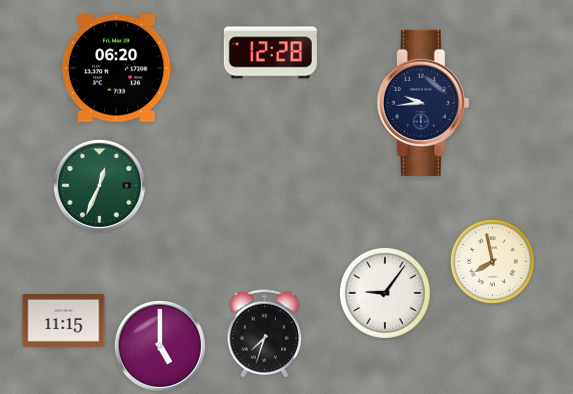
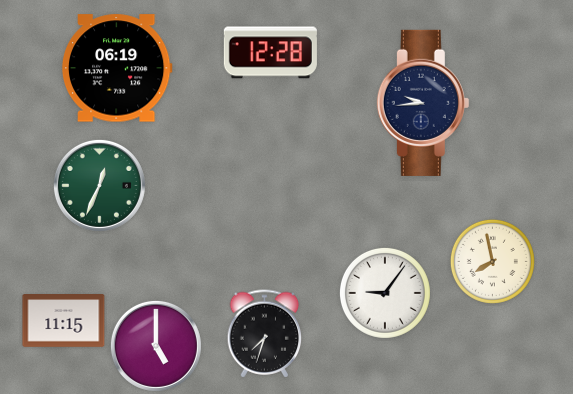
clock at (117, 68): 06:20 -> 06:19
clock at (160, 346) position: (160, 346) -> (156, 346)
